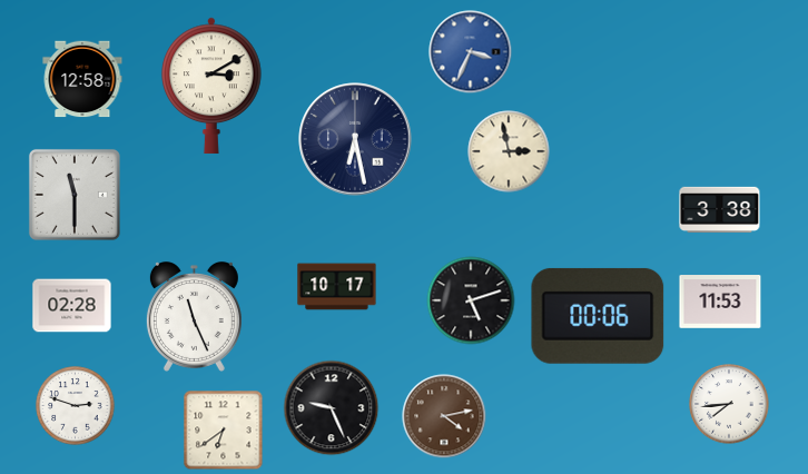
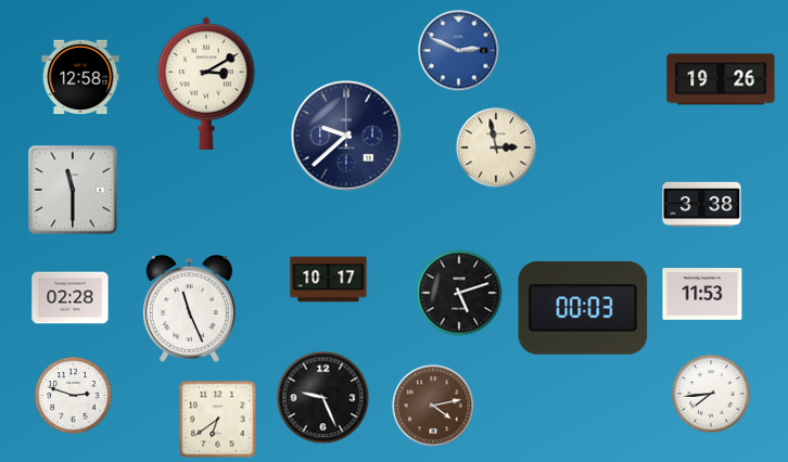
clock at (471, 52): 3:34 -> 2:49
clock at (721, 79): none -> 19:26
clock at (355, 139): 6:28 -> 9:38
clock at (598, 316): 00:06 -> 00:03
